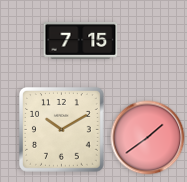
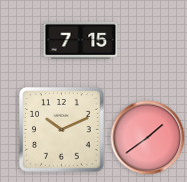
clock at (62, 130): 10:10 -> 10:11
